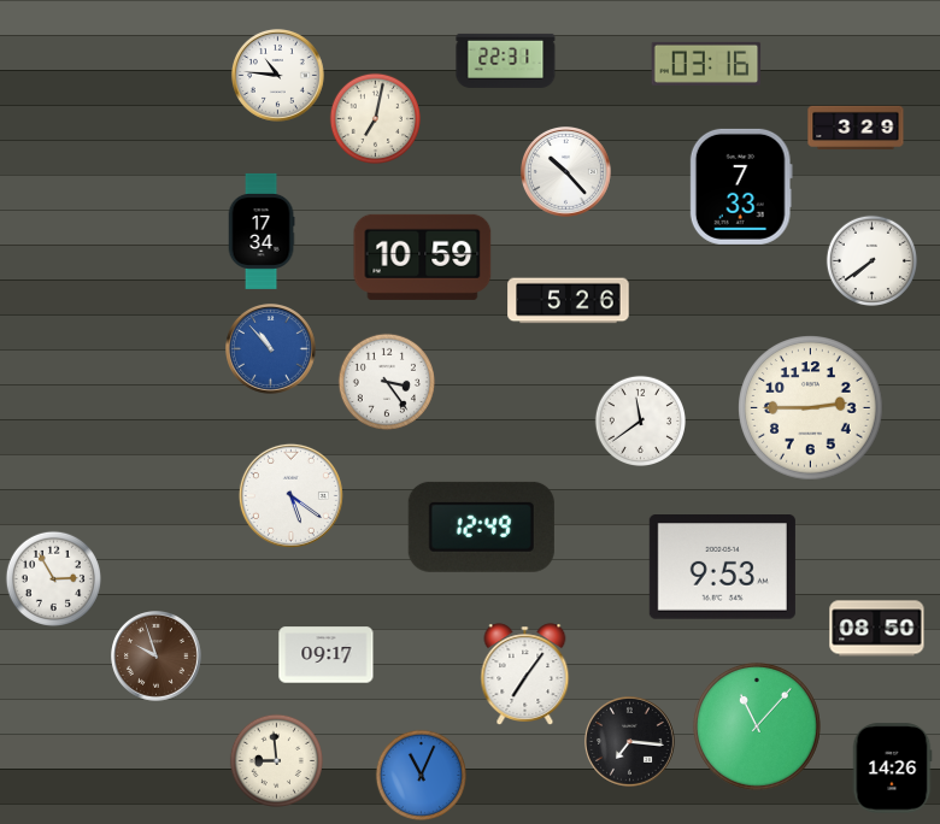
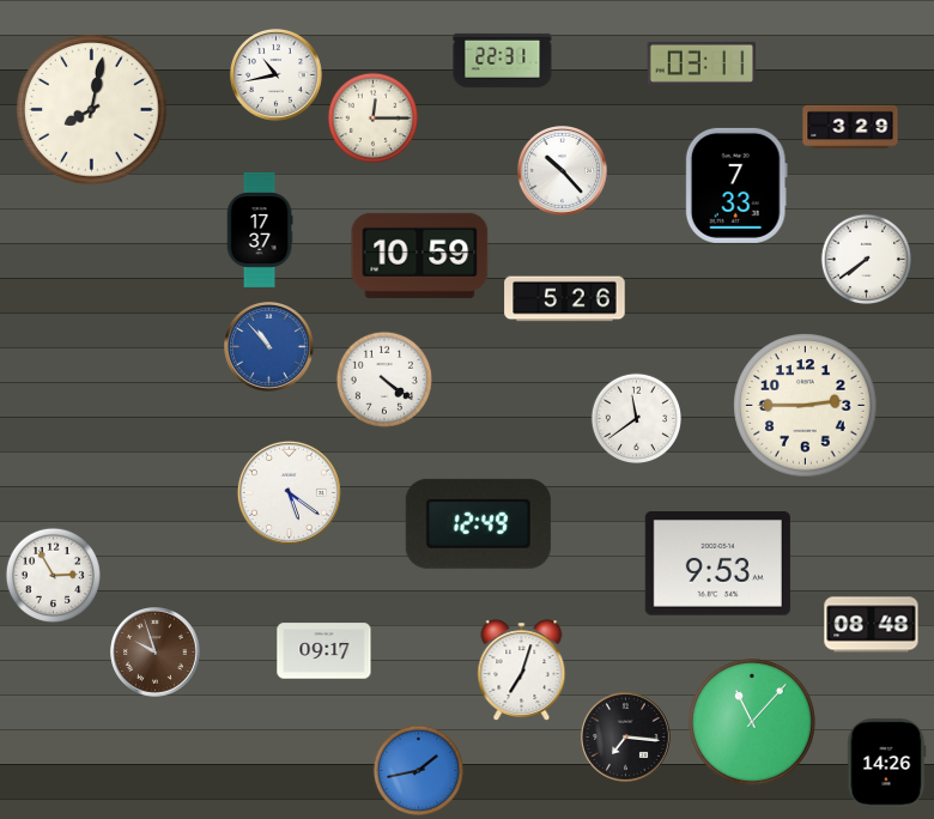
clock at (706, 64): 03:16 -> 03:11
clock at (277, 75): 10:46 -> 10:43
clock at (92, 110): none -> 8:02
clock at (375, 118): 7:02 -> 12:15
clock at (262, 231): 17:34 -> 17:37
clock at (387, 382): 3:24 -> 4:21
clock at (877, 629): 08:50 -> 08:48
clock at (525, 673): 7:06 -> 7:03
clock at (276, 760): 8:59 -> none
clock at (421, 775): 11:04 -> 1:43
